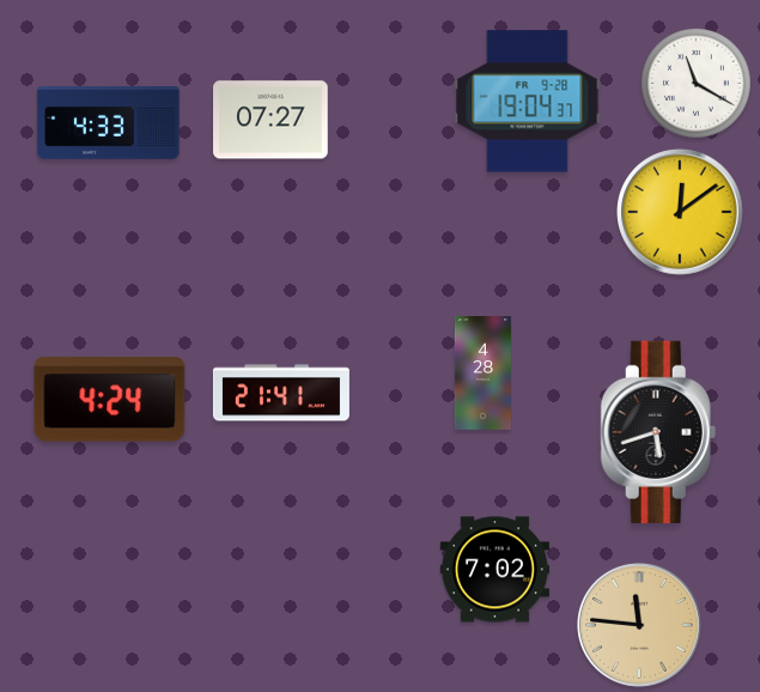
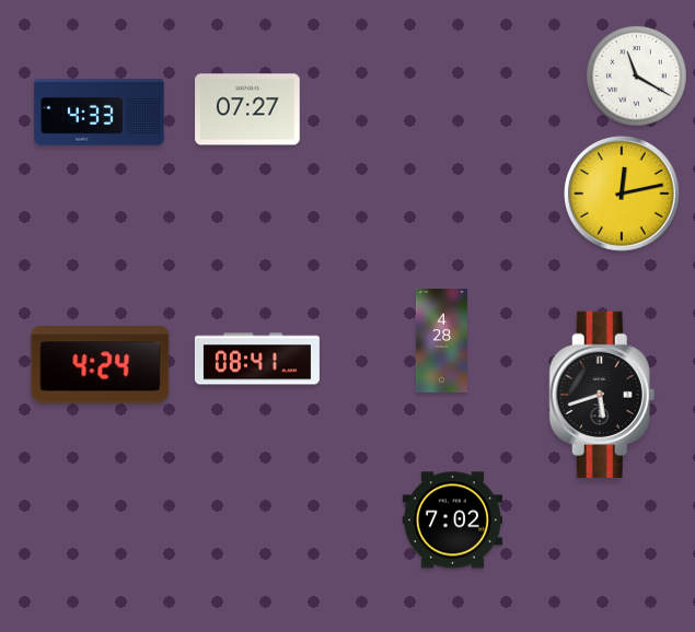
clock at (528, 102): 19:04 -> none
clock at (680, 212): 12:09 -> 12:13
clock at (281, 393): 21:41 -> 08:41
clock at (640, 626): 11:46 -> none
